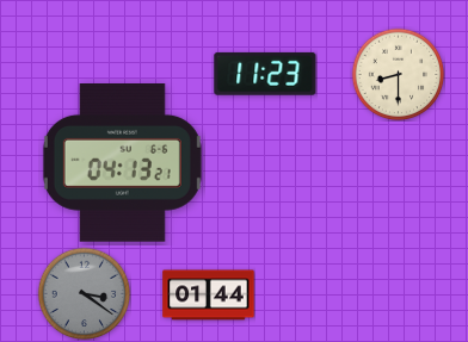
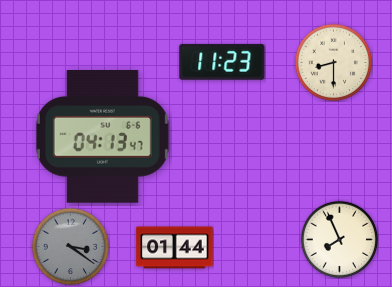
clock at (122, 163): 04:13:21 -> 04:13:47
clock at (339, 239): none -> 7:56
